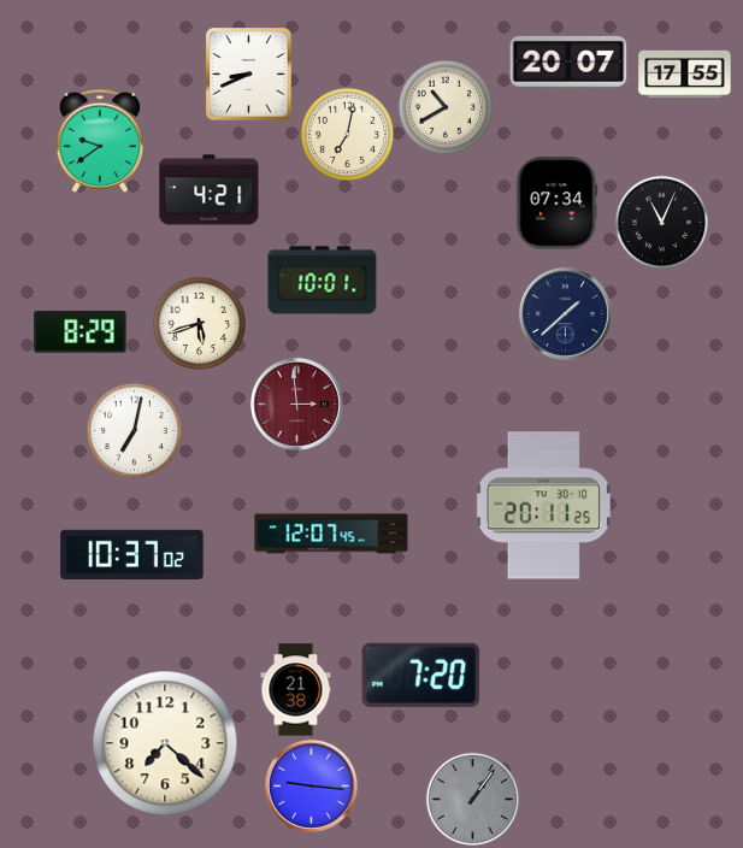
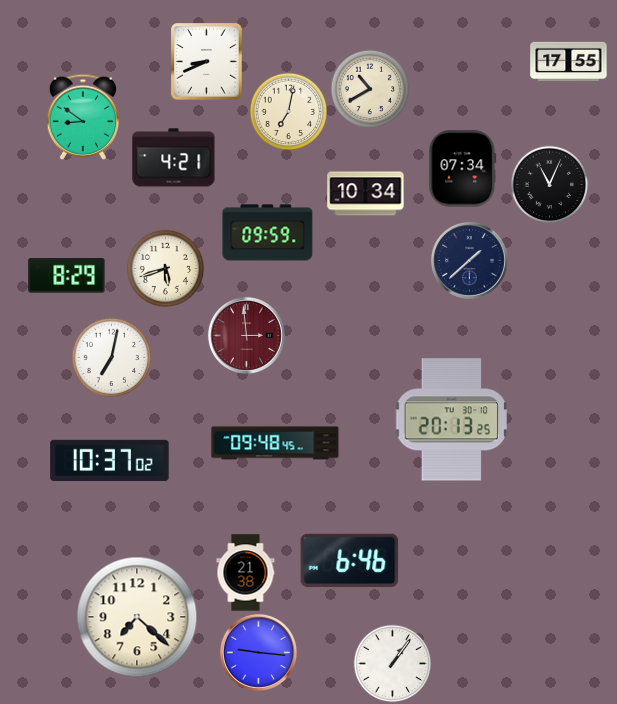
clock at (568, 63): 20:07 -> none
clock at (100, 141): 9:39 -> 8:51
clock at (366, 194): none -> 10:34
clock at (323, 281): 10:01 -> 09:59
clock at (543, 506): 20:11 -> 20:13
clock at (331, 534): 12:07 -> 09:48
clock at (421, 675): 7:20 -> 6:46
clock at (472, 799) dial: grey -> white
